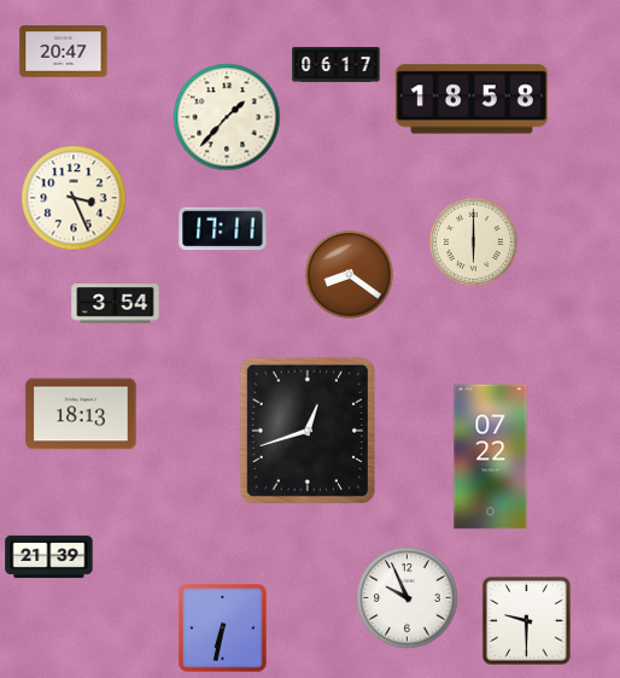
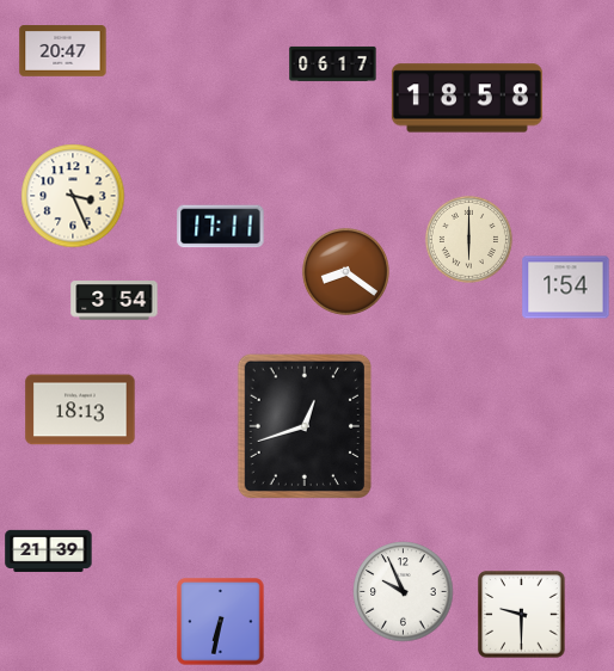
clock at (227, 117): 1:37 -> none
clock at (566, 288): none -> 1:54
clock at (491, 457): 07:22 -> none
